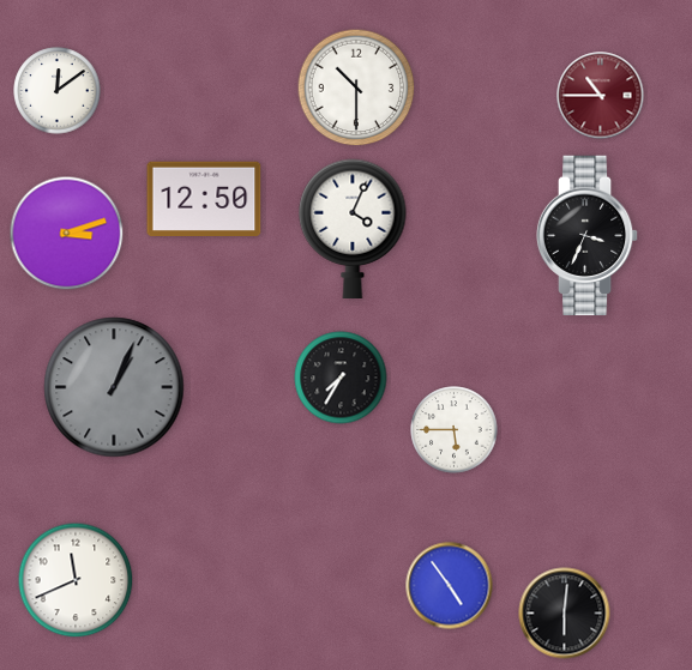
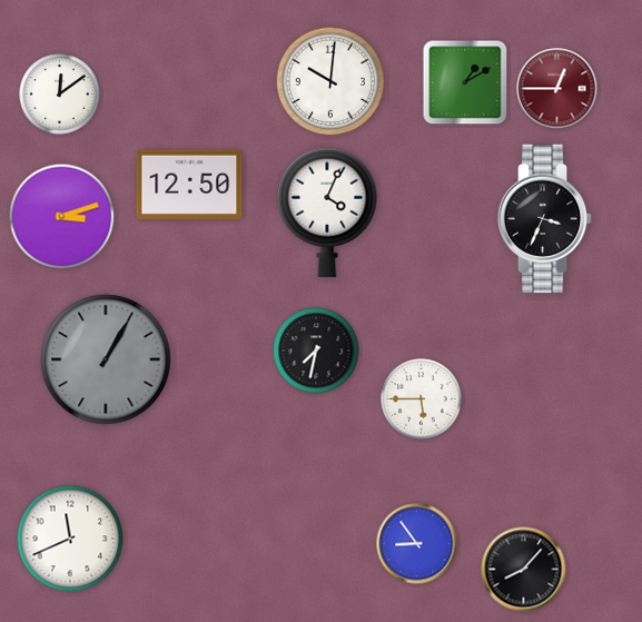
clock at (356, 87): 10:30 -> 10:01
clock at (465, 82): none -> 1:10
clock at (58, 91) position: (58, 91) -> (60, 95)
clock at (601, 96): 10:45 -> 12:45
clock at (341, 378): 7:35 -> 7:32
clock at (114, 387): 1:04 -> 1:05
clock at (450, 586): 4:54 -> 8:54
clock at (565, 614): 6:01 -> 8:07
